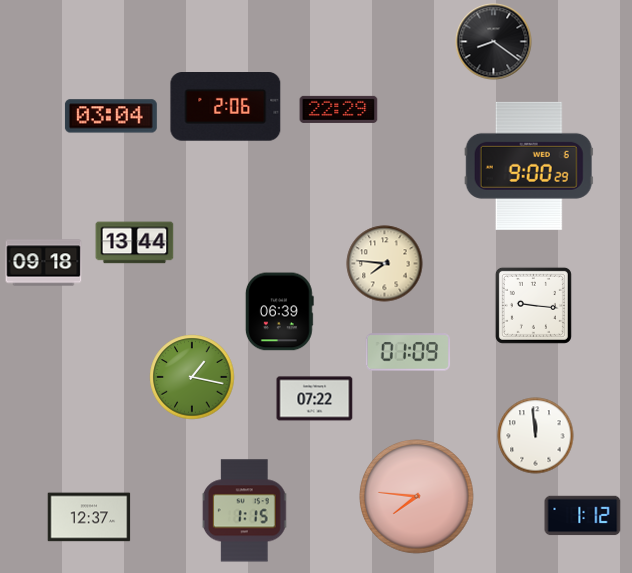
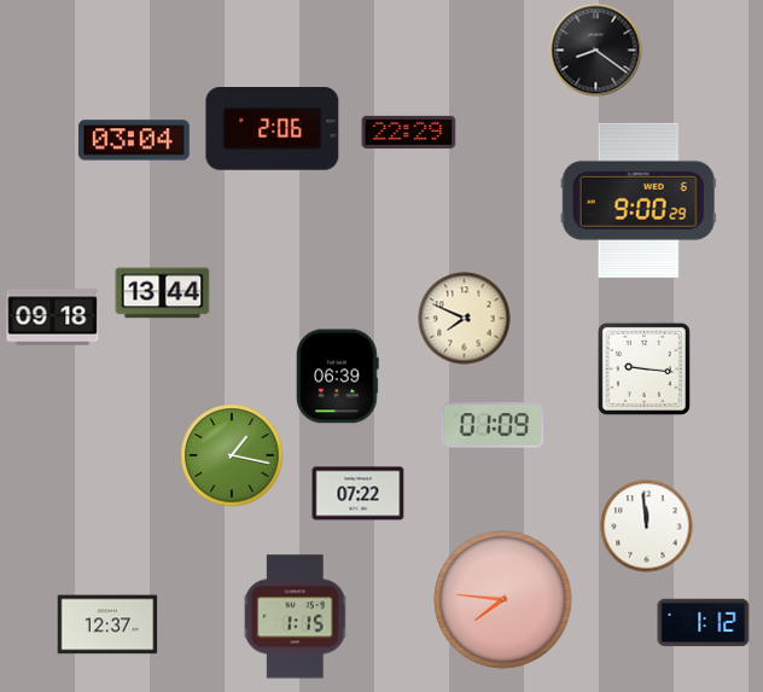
clock at (385, 264): 7:46 -> 7:49
clock at (315, 399) position: (315, 399) -> (359, 494)
